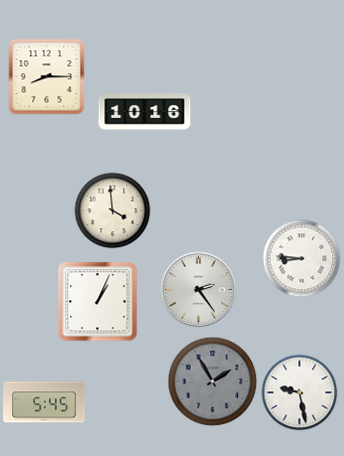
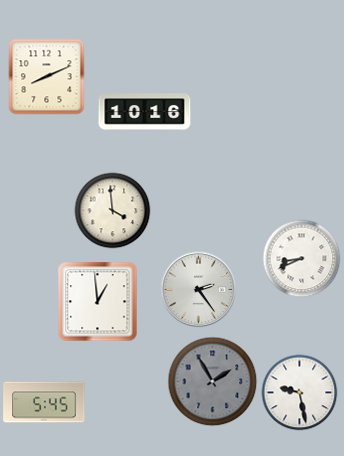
clock at (47, 77): 8:15 -> 8:11
clock at (302, 259): 8:46 -> 8:41
clock at (98, 302): 1:04 -> 12:59
